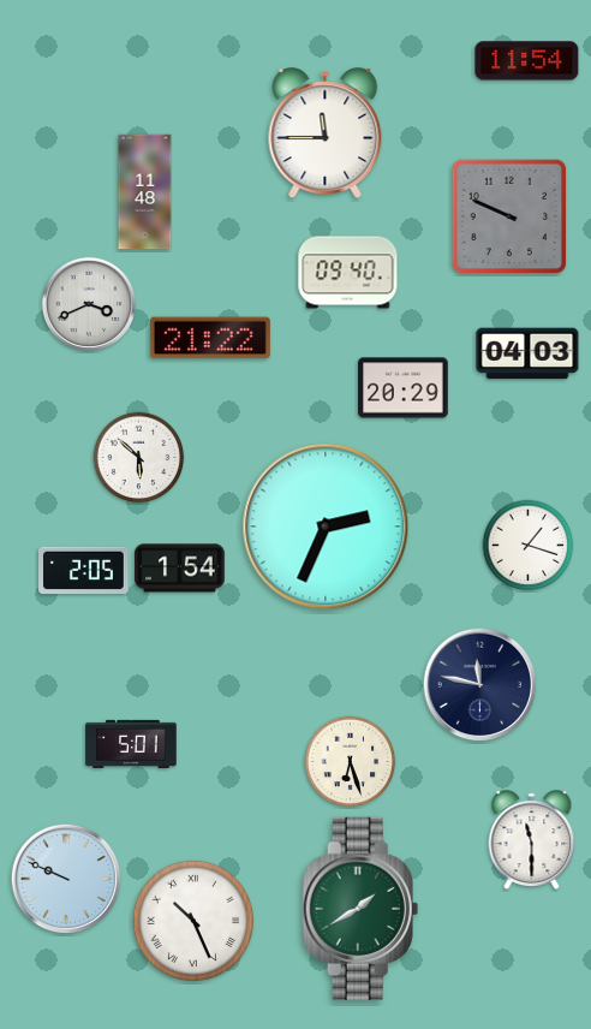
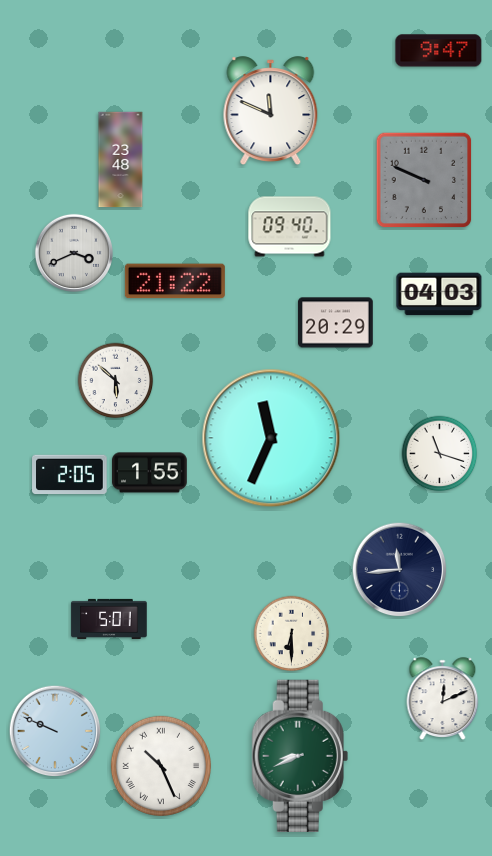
clock at (527, 61): 11:54 -> 9:47
clock at (326, 133): 11:45 -> 11:49
clock at (145, 192): 11:48 -> 23:48
clock at (326, 527): 2:34 -> 11:34
clock at (529, 546): 1:18 -> 11:18
clock at (180, 569): 1:54 -> 1:55
clock at (480, 685): 11:47 -> 11:44
clock at (351, 762): 6:27 -> 6:30
clock at (532, 839): 11:30 -> 12:11
clock at (360, 909): 1:40 -> 8:41
